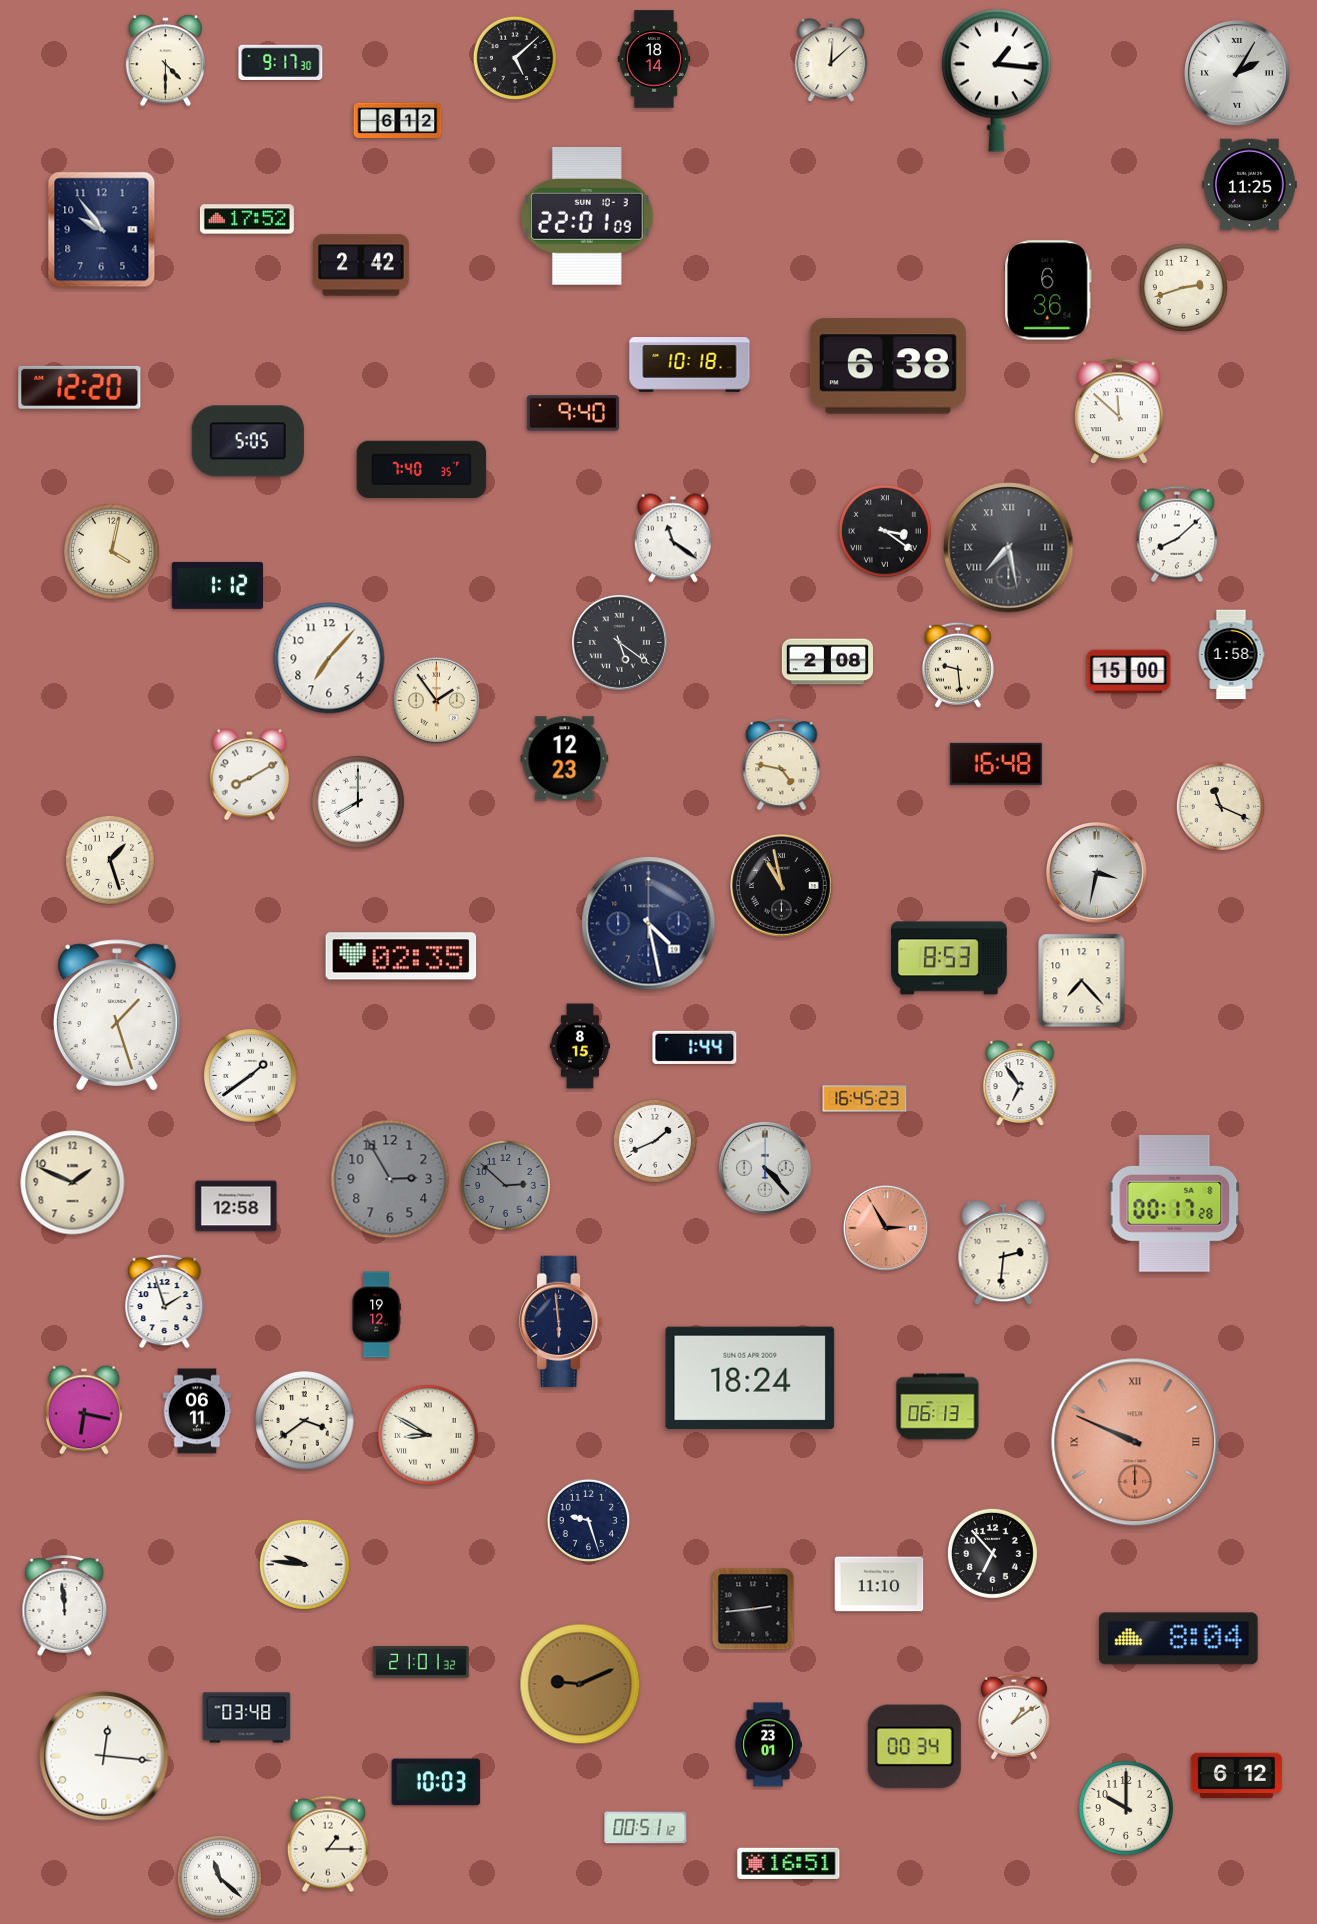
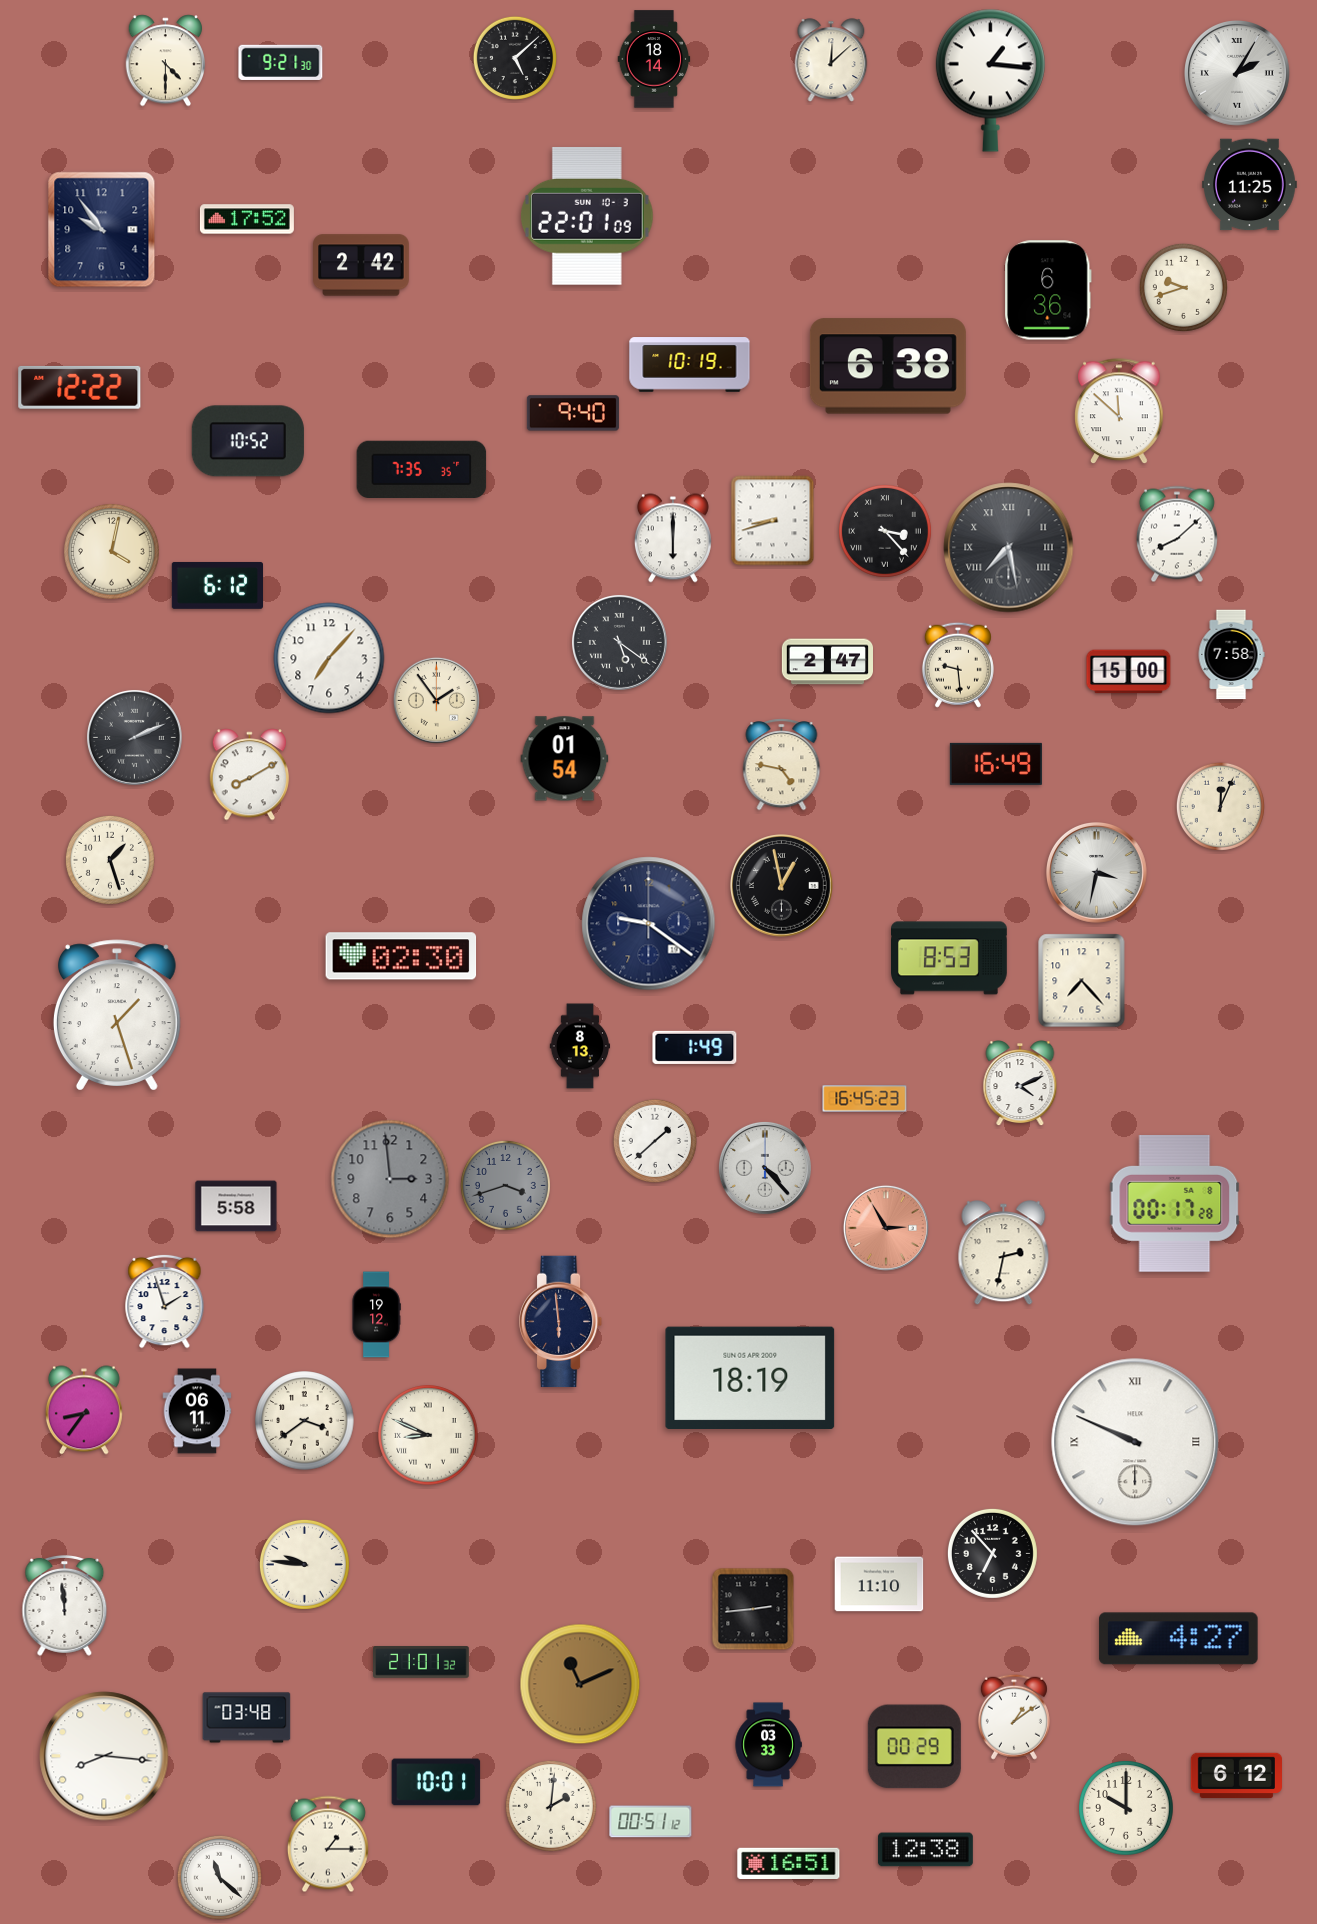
clock at (281, 62): 9:17 -> 9:21
clock at (996, 80) position: (996, 80) -> (990, 80)
clock at (398, 121): 6:12 -> none
clock at (1183, 287): 2:42 -> 9:42
clock at (690, 365): 10:18 -> 10:19
clock at (80, 387): 12:20 -> 12:22
clock at (248, 441): 5:05 -> 10:52
clock at (422, 469): 7:40 -> 7:35
clock at (773, 521): none -> 8:42
clock at (886, 532): 3:21 -> 3:23
clock at (673, 538): 11:21 -> 6:00
clock at (217, 585): 1:12 -> 6:12
clock at (1231, 655): 1:58 -> 7:58
clock at (827, 662): 2:08 -> 2:47
clock at (134, 737): none -> 2:11
clock at (565, 759): 12:23 -> 01:54
clock at (996, 764): 16:48 -> 16:49
clock at (359, 803): 8:00 -> none
clock at (1220, 806): 11:19 -> 12:04
clock at (782, 886): 10:58 -> 12:58
clock at (649, 924): 4:28 -> 9:21
clock at (401, 956): 02:35 -> 02:30
clock at (580, 1046): 8:15 -> 8:13
clock at (695, 1047): 1:44 -> 1:49
clock at (251, 1076): 1:39 -> none
clock at (1020, 1084): 6:54 -> 4:11
clock at (655, 1141): 1:41 -> 1:38
clock at (390, 1179): 2:55 -> 2:59
clock at (73, 1183): 1:49 -> none
clock at (505, 1185): 2:52 -> 3:42
clock at (236, 1206): 12:58 -> 5:58
clock at (1004, 1253): 2:31 -> 2:32
clock at (750, 1377): 18:24 -> 18:19
clock at (938, 1407): 06:13 -> none
clock at (84, 1410): 6:17 -> 8:36
clock at (428, 1435): 8:50 -> 8:49
clock at (1135, 1442) dial: salmon -> white
clock at (588, 1520): 9:27 -> none
clock at (1179, 1639): 8:04 -> 4:27
clock at (580, 1684): 9:11 -> 11:11
clock at (768, 1745): 23:01 -> 03:33
clock at (914, 1747): 00:34 -> 00:29
clock at (104, 1756): 12:16 -> 8:16
clock at (436, 1782): 10:03 -> 10:01
clock at (551, 1806): none -> 2:01
clock at (646, 1828) position: (646, 1828) -> (651, 1822)
clock at (925, 1850): none -> 12:38
